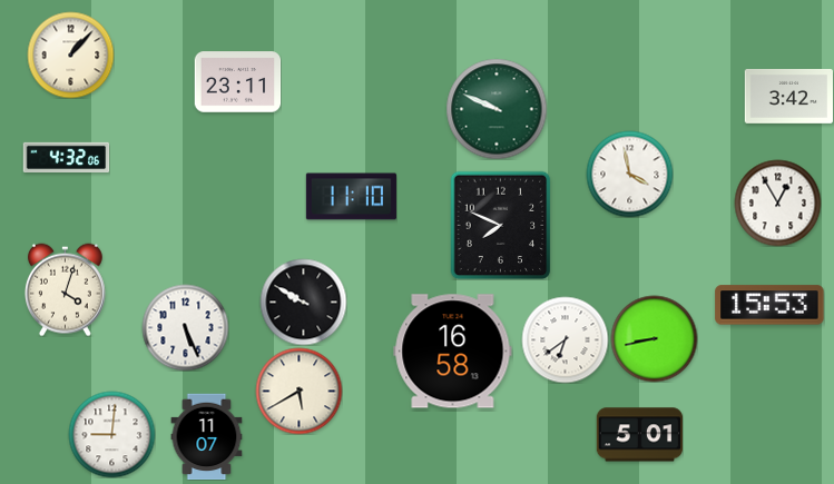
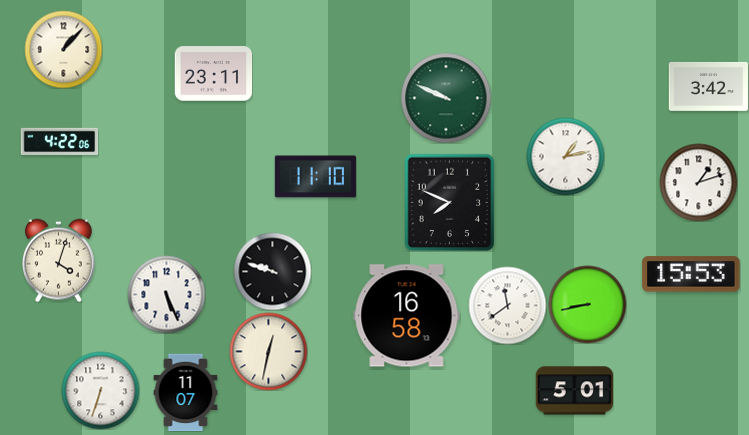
clock at (66, 157): 4:32 -> 4:22
clock at (629, 174): 3:58 -> 1:13
clock at (777, 203): 12:55 -> 1:12
clock at (303, 302): 9:50 -> 9:48
clock at (565, 339): 6:39 -> 11:39
clock at (298, 391): 5:40 -> 12:32
clock at (111, 434): 9:01 -> 6:33
